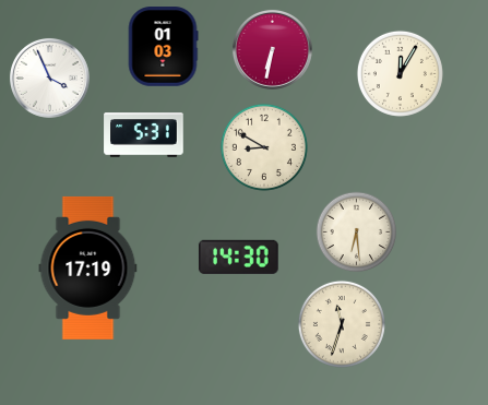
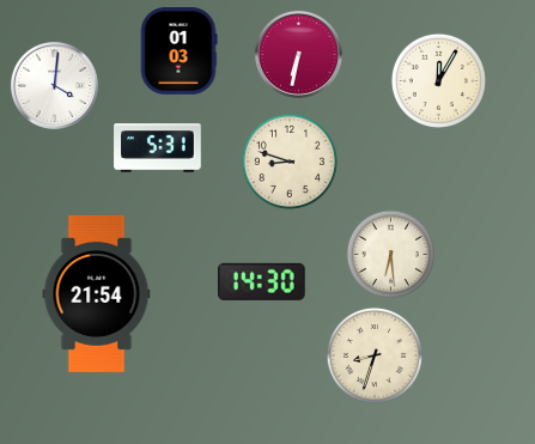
clock at (49, 78): 3:56 -> 4:01
clock at (264, 147): 8:50 -> 8:48
clock at (88, 267): 17:19 -> 21:54
clock at (342, 324): 11:33 -> 8:33
